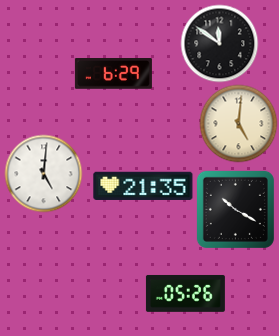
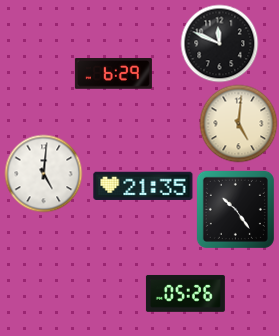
clock at (219, 43): 11:51 -> 11:49
clock at (235, 209): 10:20 -> 10:24
